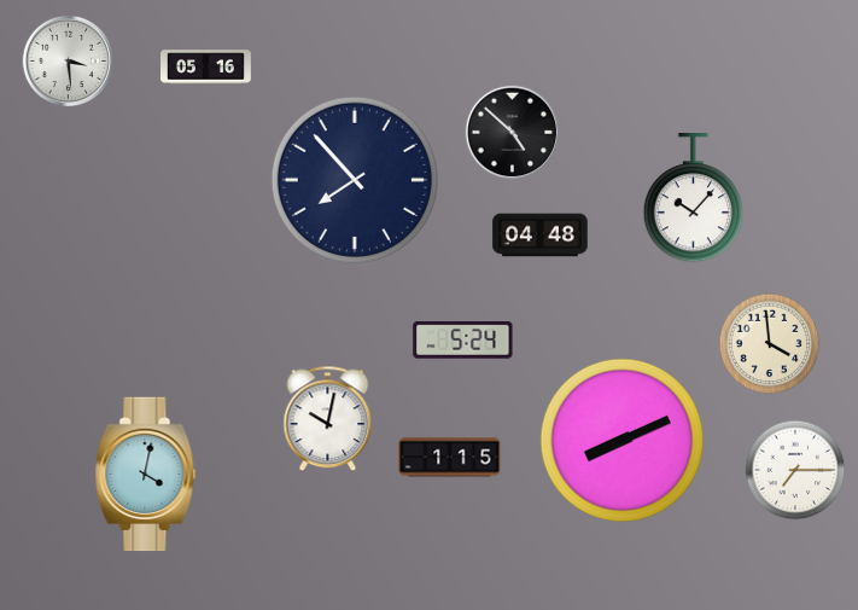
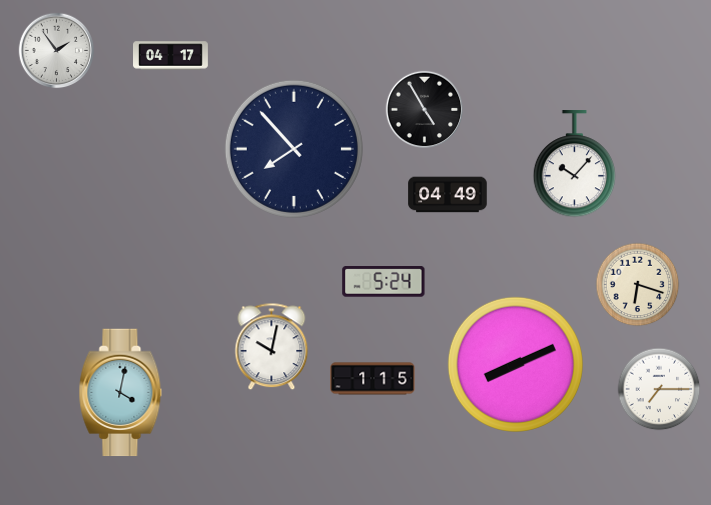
clock at (69, 62): 3:29 -> 1:54
clock at (206, 68): 05:16 -> 04:17
clock at (513, 133): 4:52 -> 4:55
clock at (541, 236): 04:48 -> 04:49
clock at (770, 344): 3:59 -> 6:18
